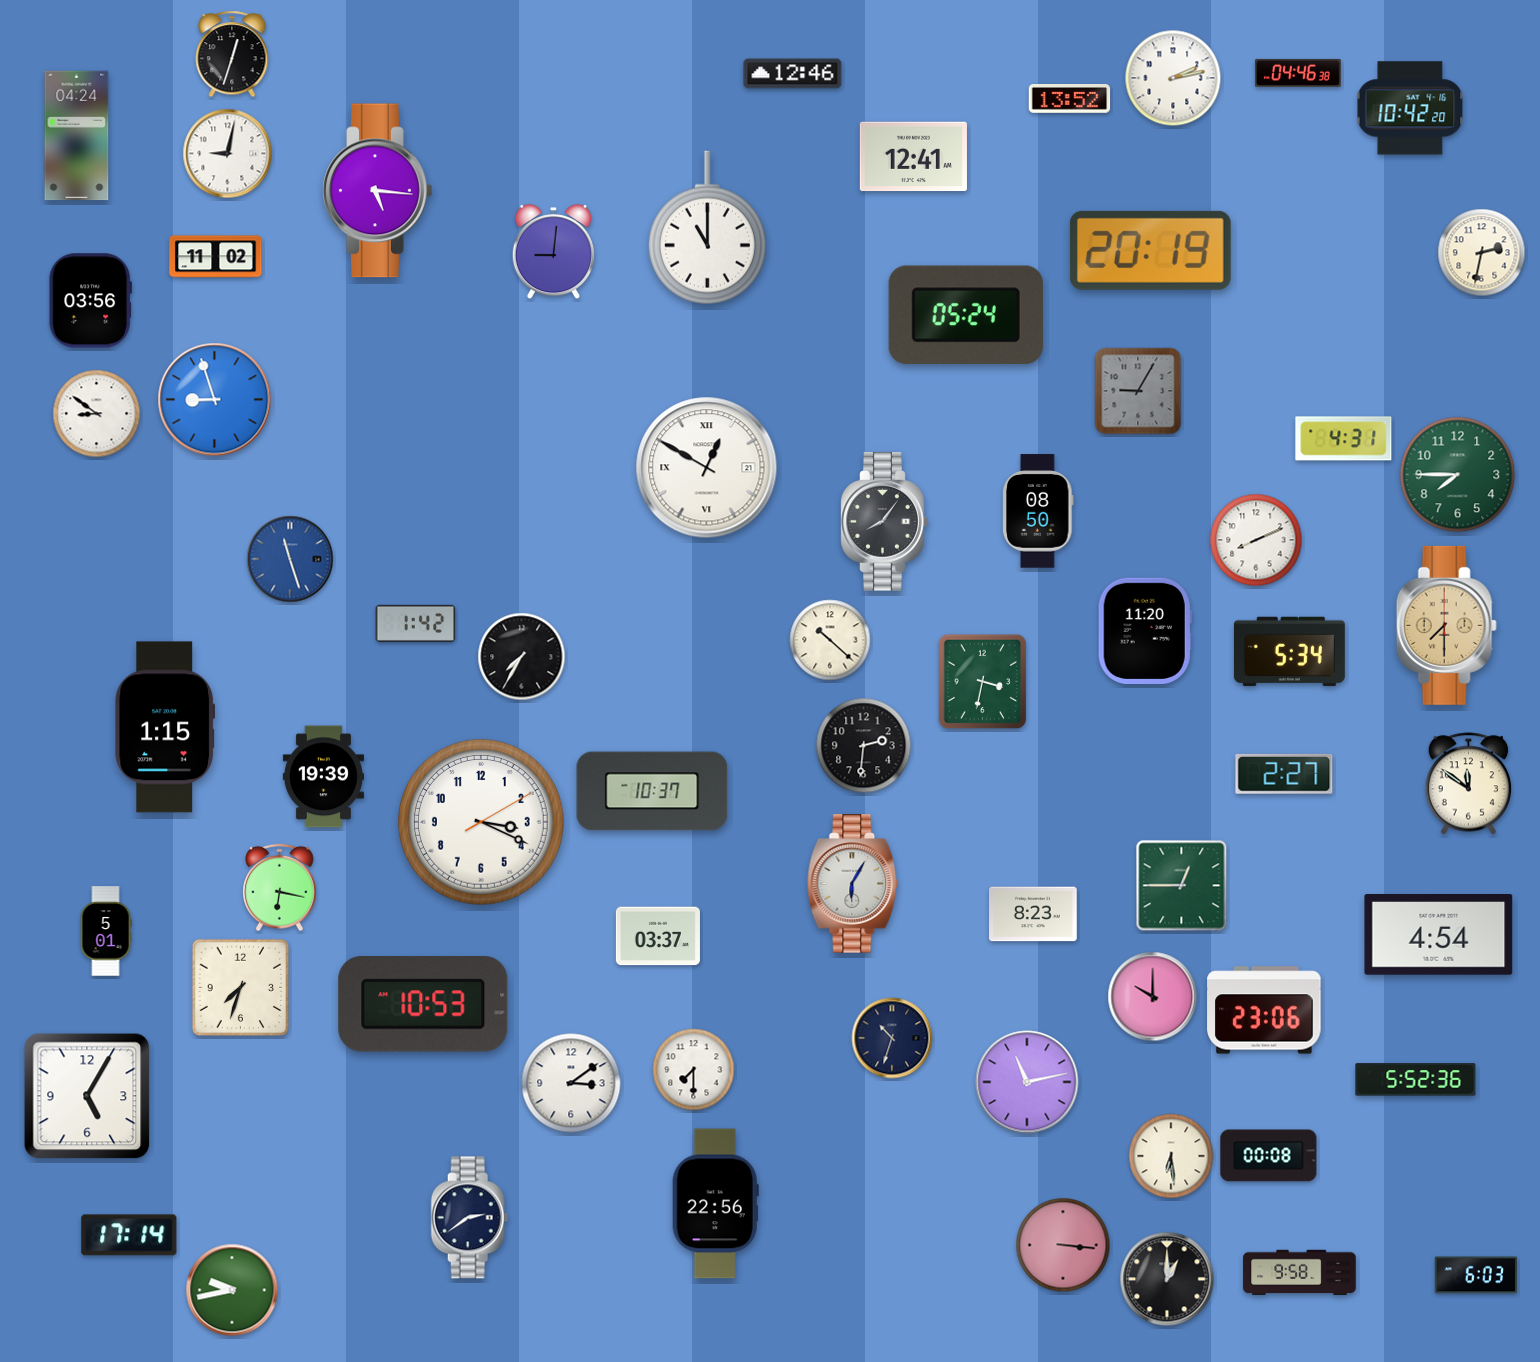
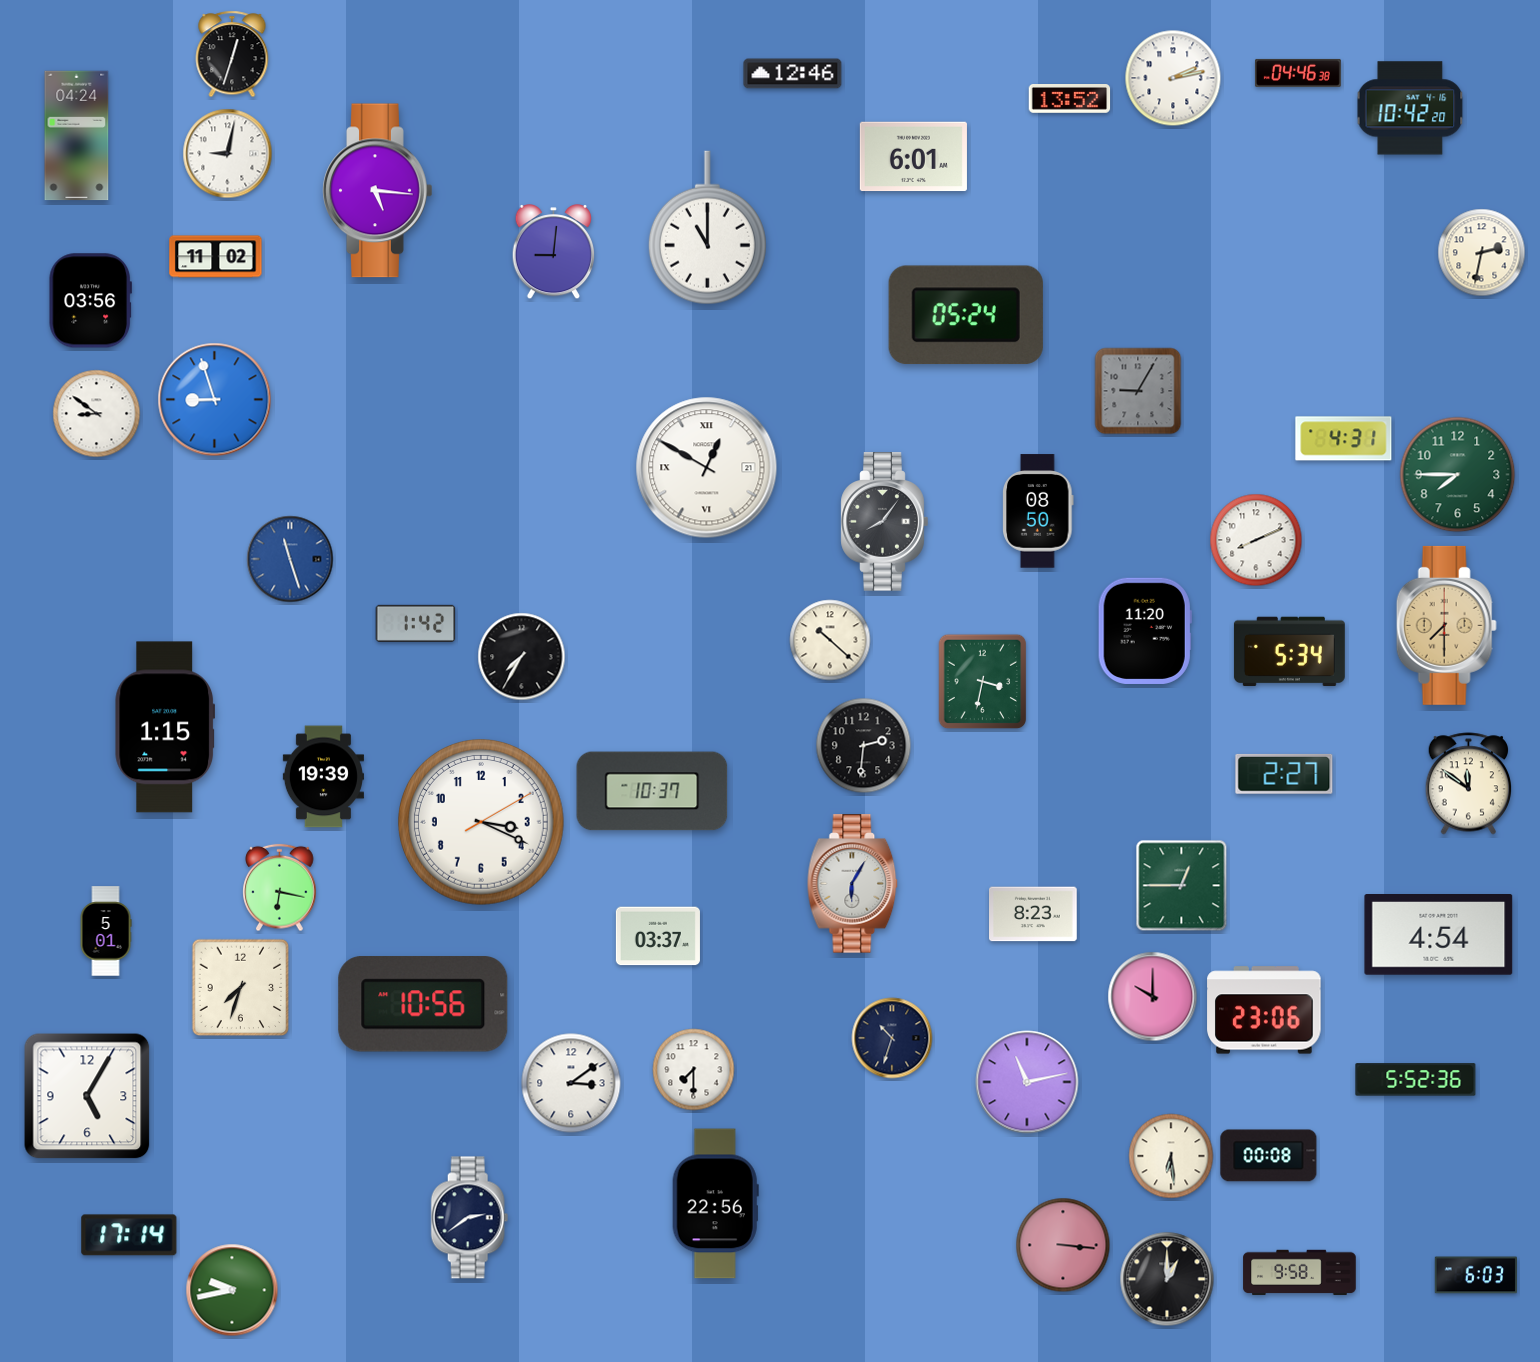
clock at (913, 157): 12:41 -> 6:01
clock at (1150, 250): 20:19 -> none
clock at (423, 1005): 10:53 -> 10:56
